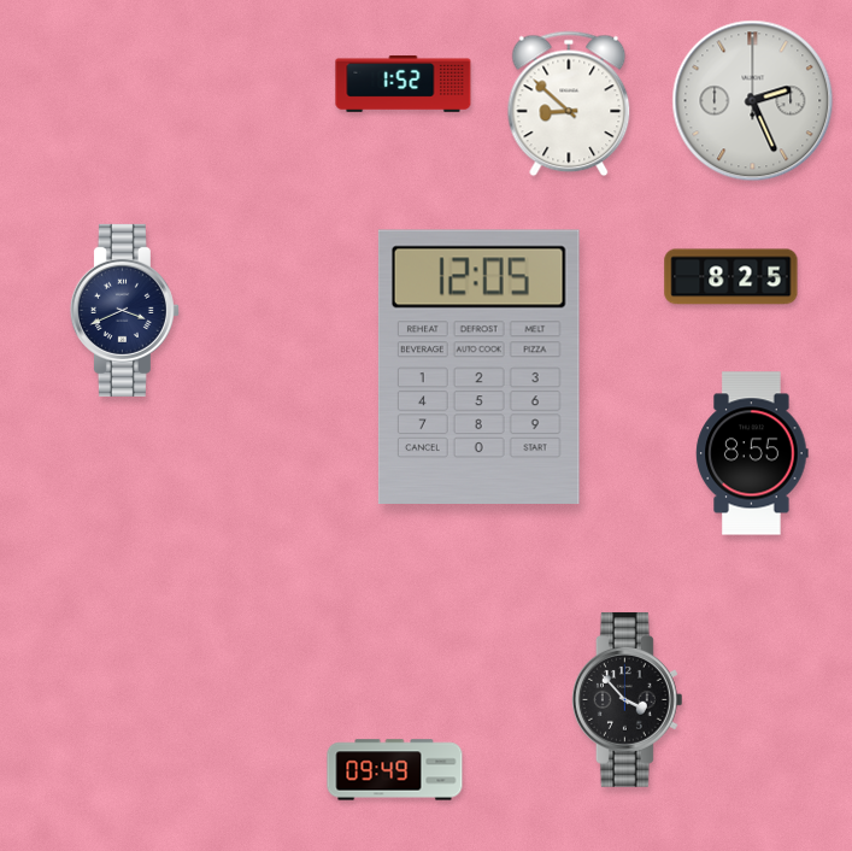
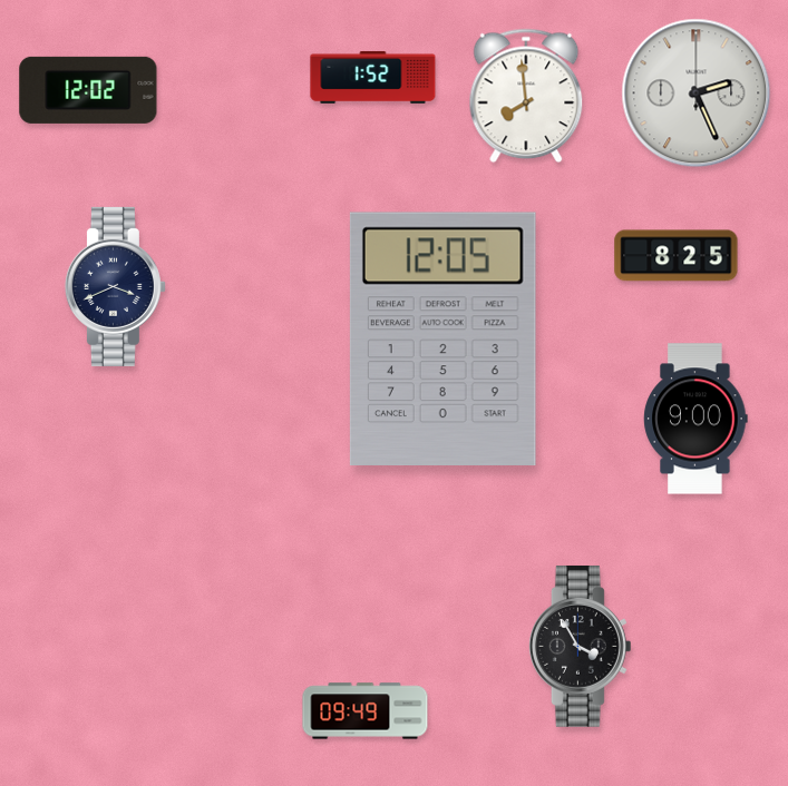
clock at (88, 90): none -> 12:02
clock at (569, 104): 8:52 -> 7:59
clock at (752, 453): 8:55 -> 9:00
clock at (627, 699): 3:53 -> 3:55
